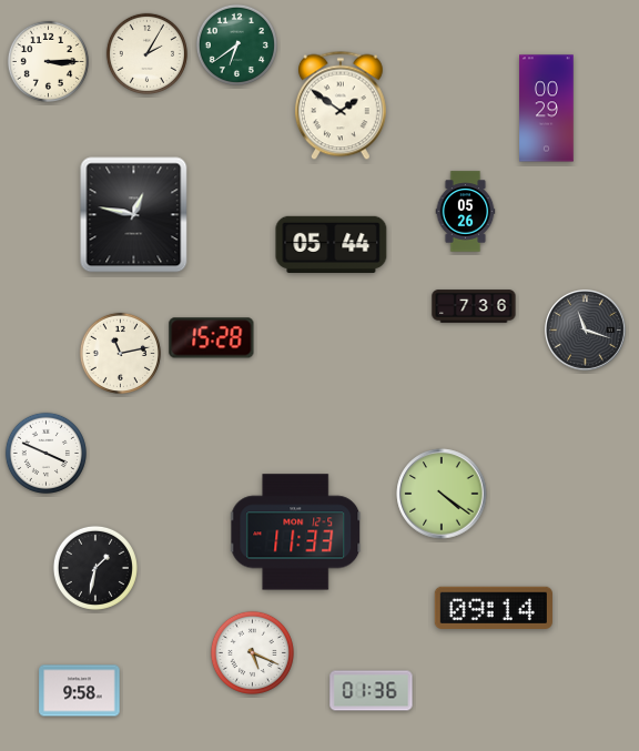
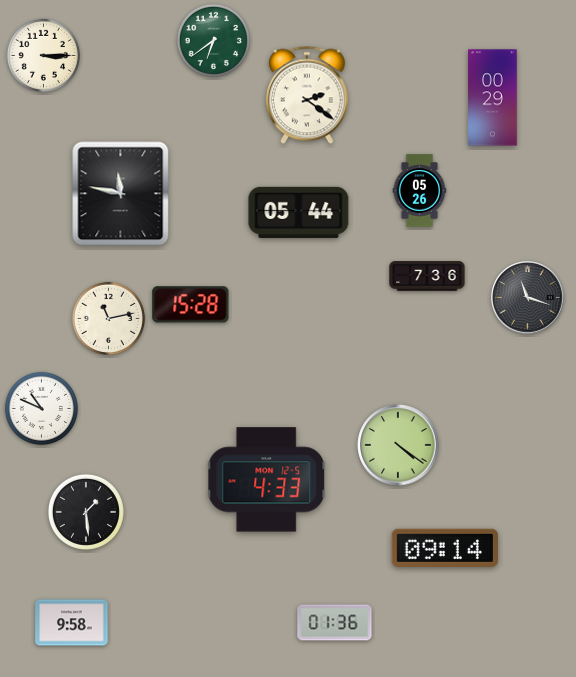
clock at (146, 53): 2:05 -> none
clock at (341, 105): 1:51 -> 2:21
clock at (134, 215): 12:47 -> 11:47
clock at (332, 244) position: (332, 244) -> (299, 212)
clock at (45, 453): 3:49 -> 10:49
clock at (296, 532): 11:33 -> 4:33
clock at (95, 568): 1:32 -> 1:29
clock at (252, 652): 5:19 -> none
